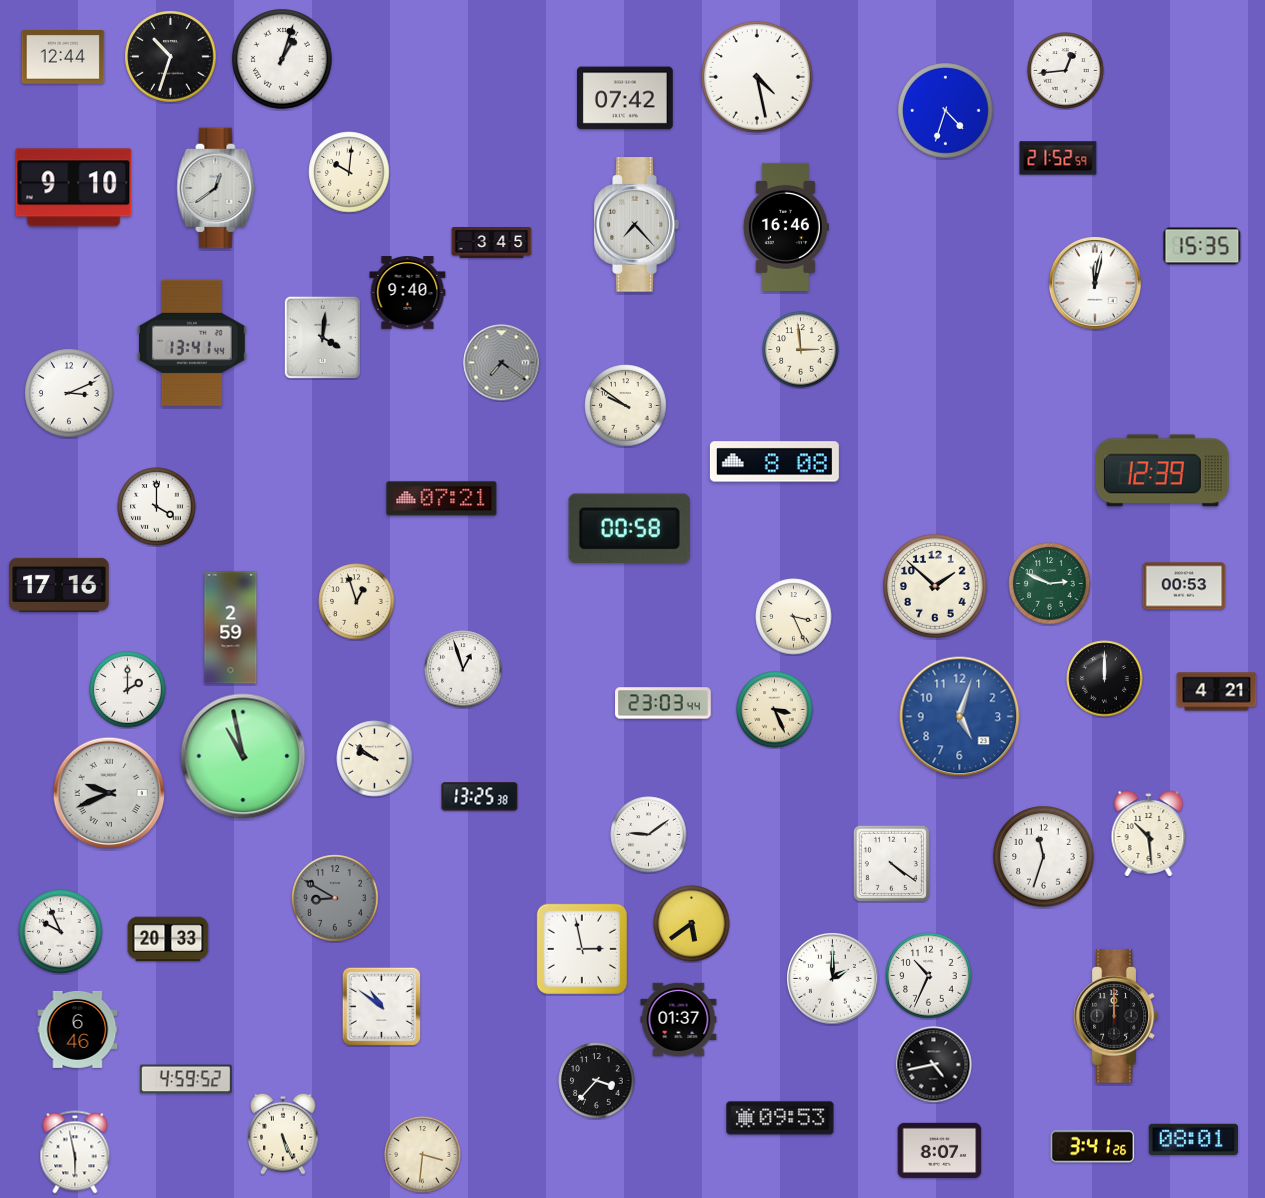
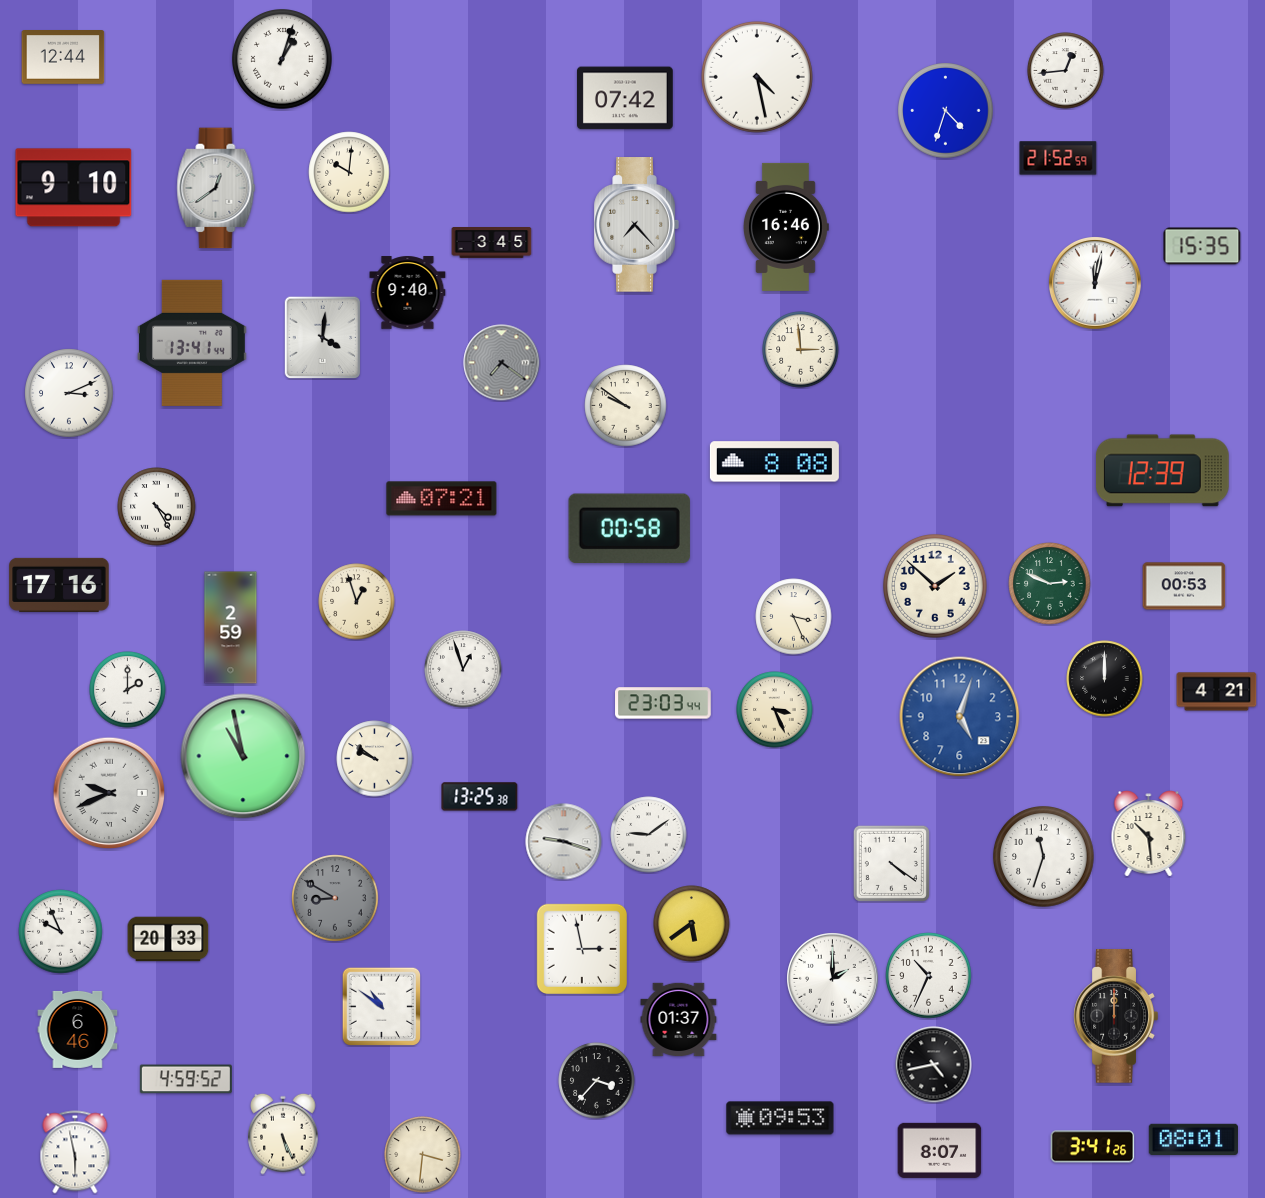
clock at (171, 57): 10:33 -> none
clock at (157, 507): 4:00 -> 4:25
clock at (564, 842): none -> 9:18
